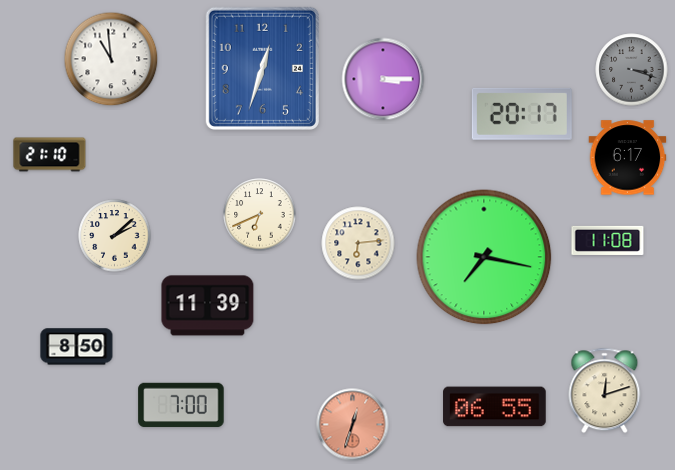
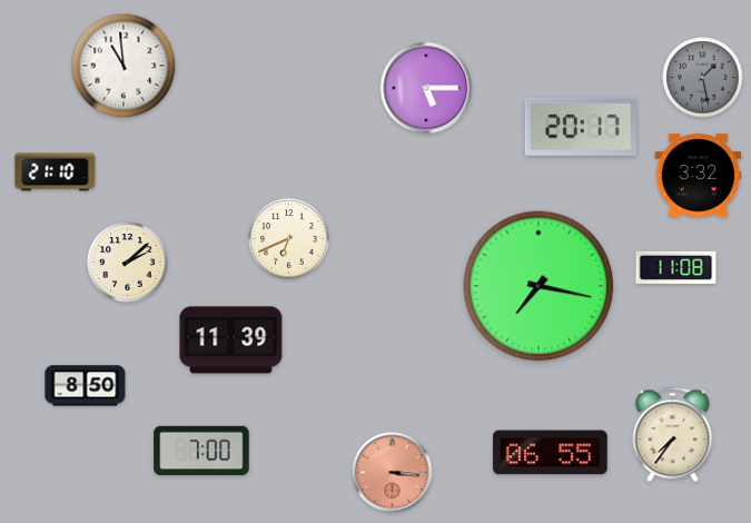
clock at (262, 68): 12:33 -> none
clock at (632, 70): 3:18 -> 1:28
clock at (383, 79): 3:15 -> 5:15
clock at (628, 158): 6:17 -> 3:32
clock at (358, 243): 6:14 -> none
clock at (605, 391): 12:12 -> 7:36
clock at (353, 425): 12:33 -> 3:16
